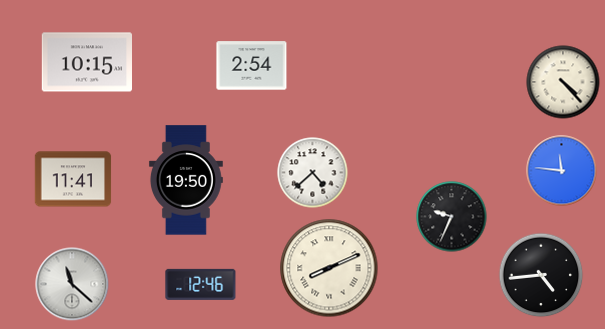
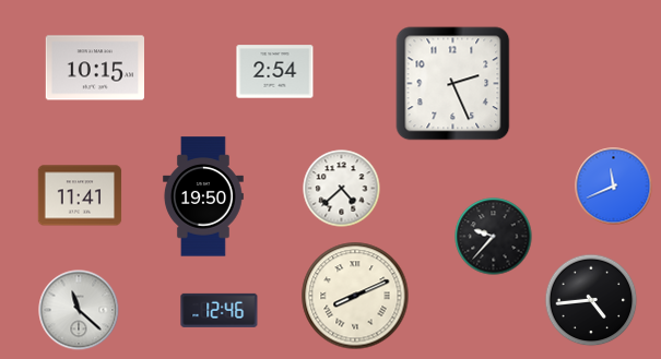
clock at (453, 84): none -> 2:26
clock at (563, 82): 4:23 -> none
clock at (562, 171): 11:46 -> 11:41
clock at (452, 217): 9:34 -> 9:37
clock at (329, 268) position: (329, 268) -> (355, 296)
